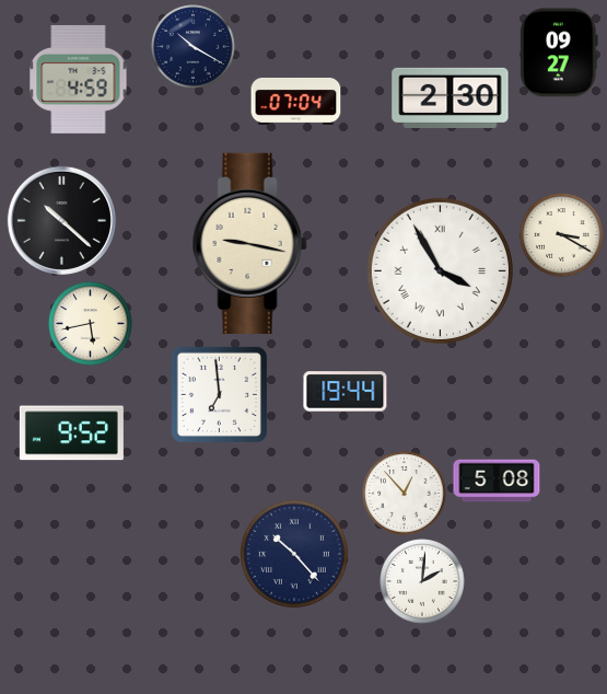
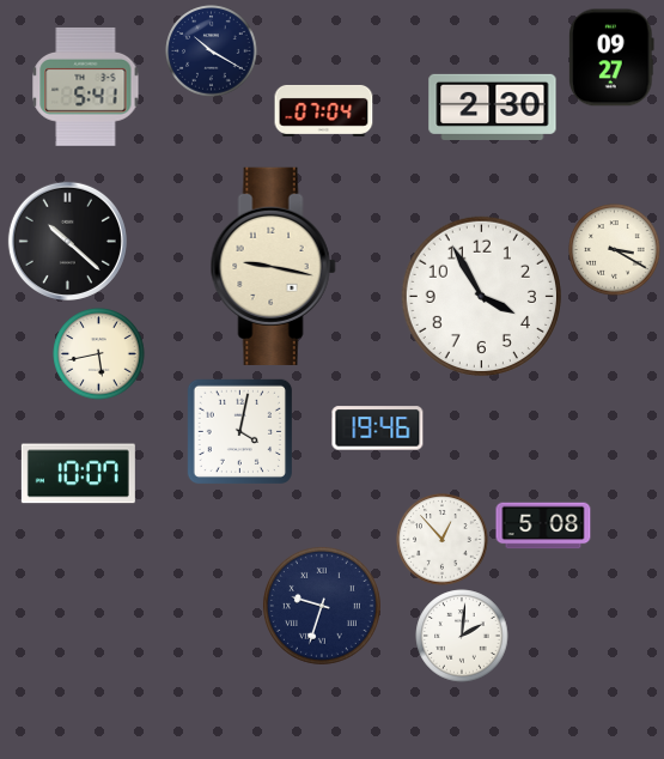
clock at (79, 79): 4:59 -> 5:41
clock at (562, 235) position: (562, 235) -> (615, 250)
clock at (440, 270) numerals: Roman -> Arabic
clock at (346, 392): 19:44 -> 19:46
clock at (219, 394): 6:59 -> 4:02
clock at (71, 433): 9:52 -> 10:07
clock at (294, 554): 10:23 -> 9:33
